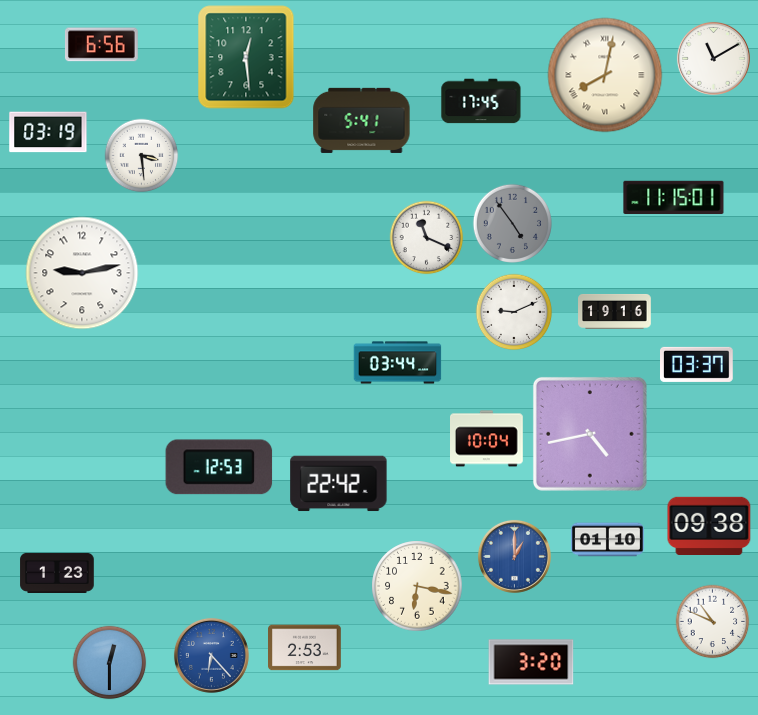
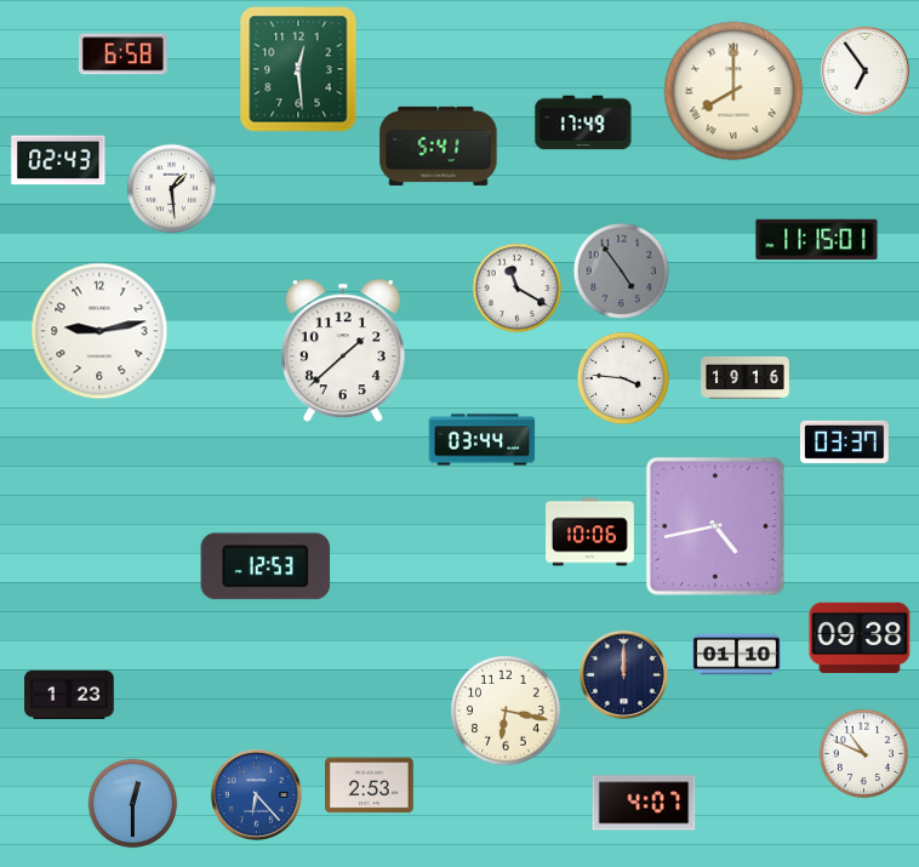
clock at (101, 45): 6:56 -> 6:58
clock at (713, 58): 11:10 -> 6:54
clock at (605, 75): 8:02 -> 8:00
clock at (481, 101): 17:45 -> 17:49
clock at (48, 132): 03:19 -> 02:43
clock at (142, 156): 3:29 -> 1:29
clock at (427, 238): 11:19 -> 11:20
clock at (343, 350): none -> 1:38
clock at (514, 312): 9:11 -> 3:46
clock at (487, 439): 10:04 -> 10:06
clock at (339, 484): 22:42 -> none
clock at (514, 556): 1:00 -> 12:00
clock at (514, 556) dial: blue -> navy
clock at (531, 662): 3:20 -> 4:07
